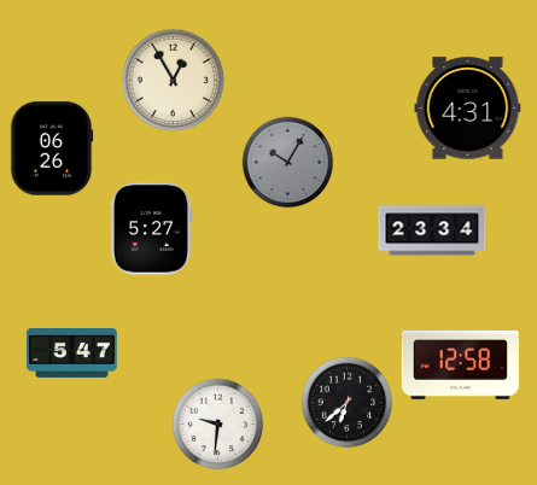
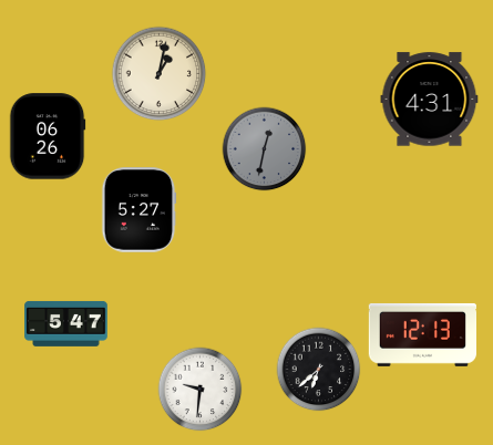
clock at (174, 81): 12:55 -> 1:02
clock at (288, 163): 10:05 -> 12:32
clock at (432, 230): 23:34 -> none
clock at (460, 364): 12:58 -> 12:13
